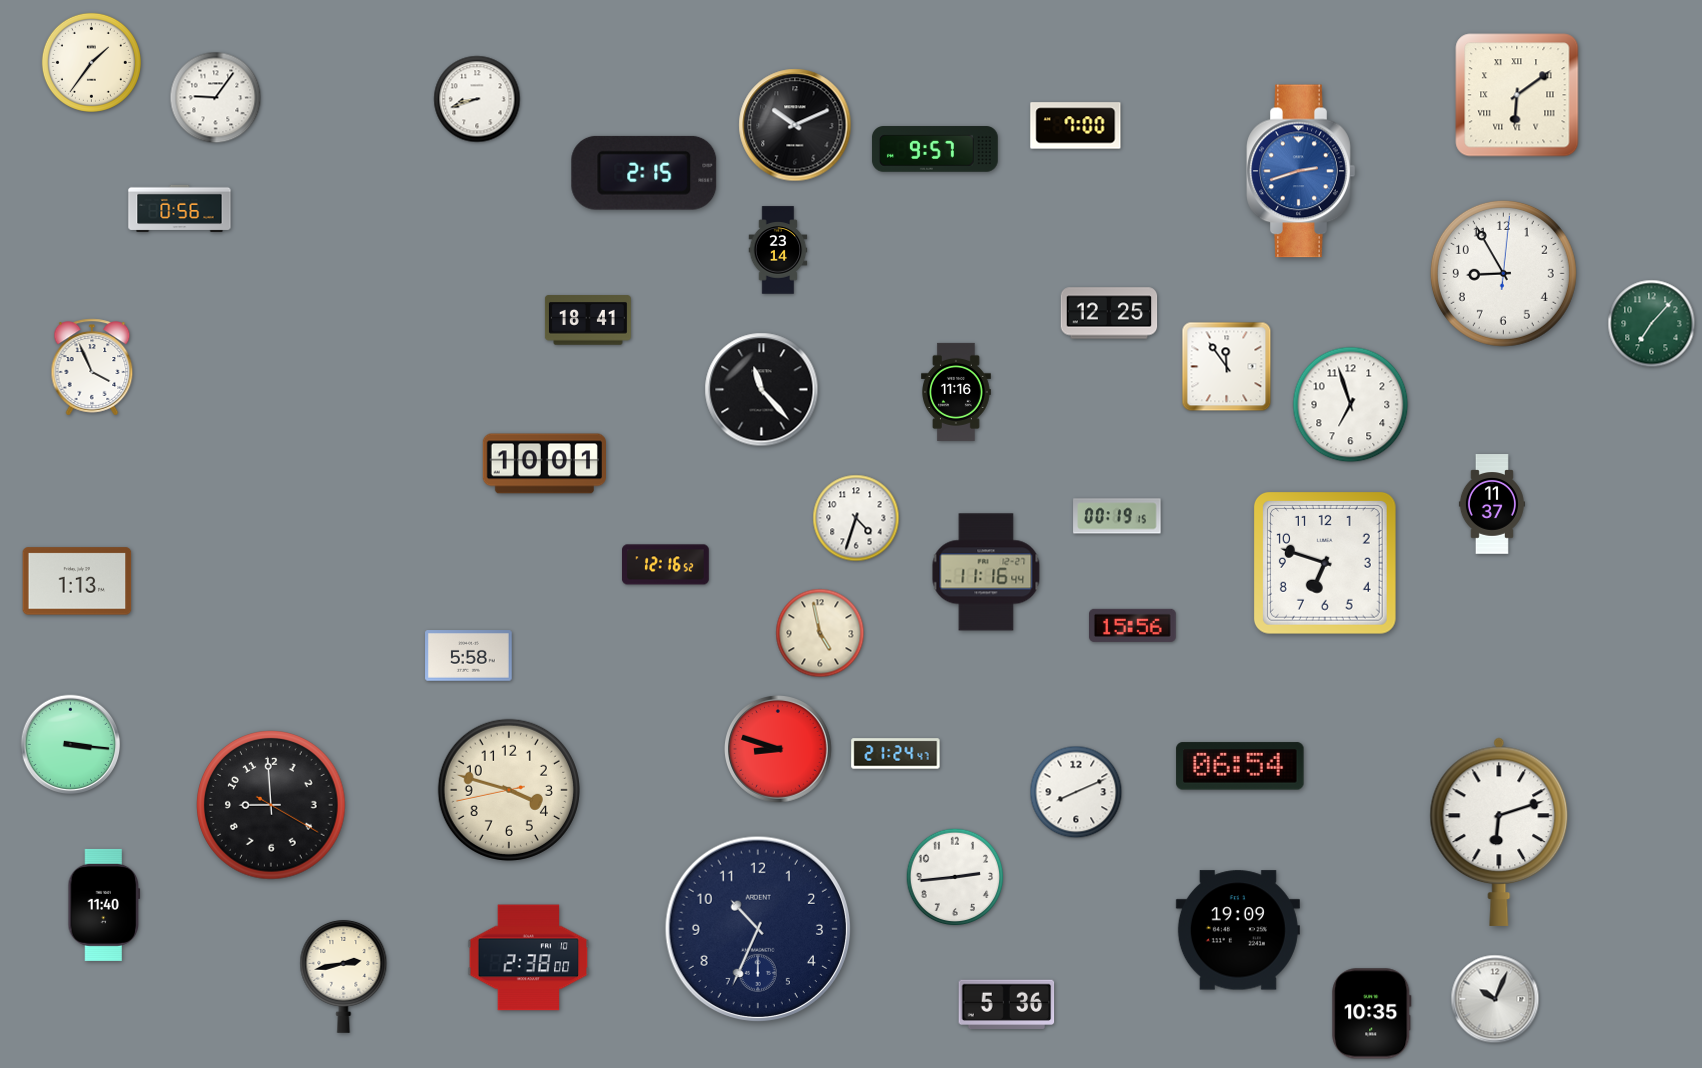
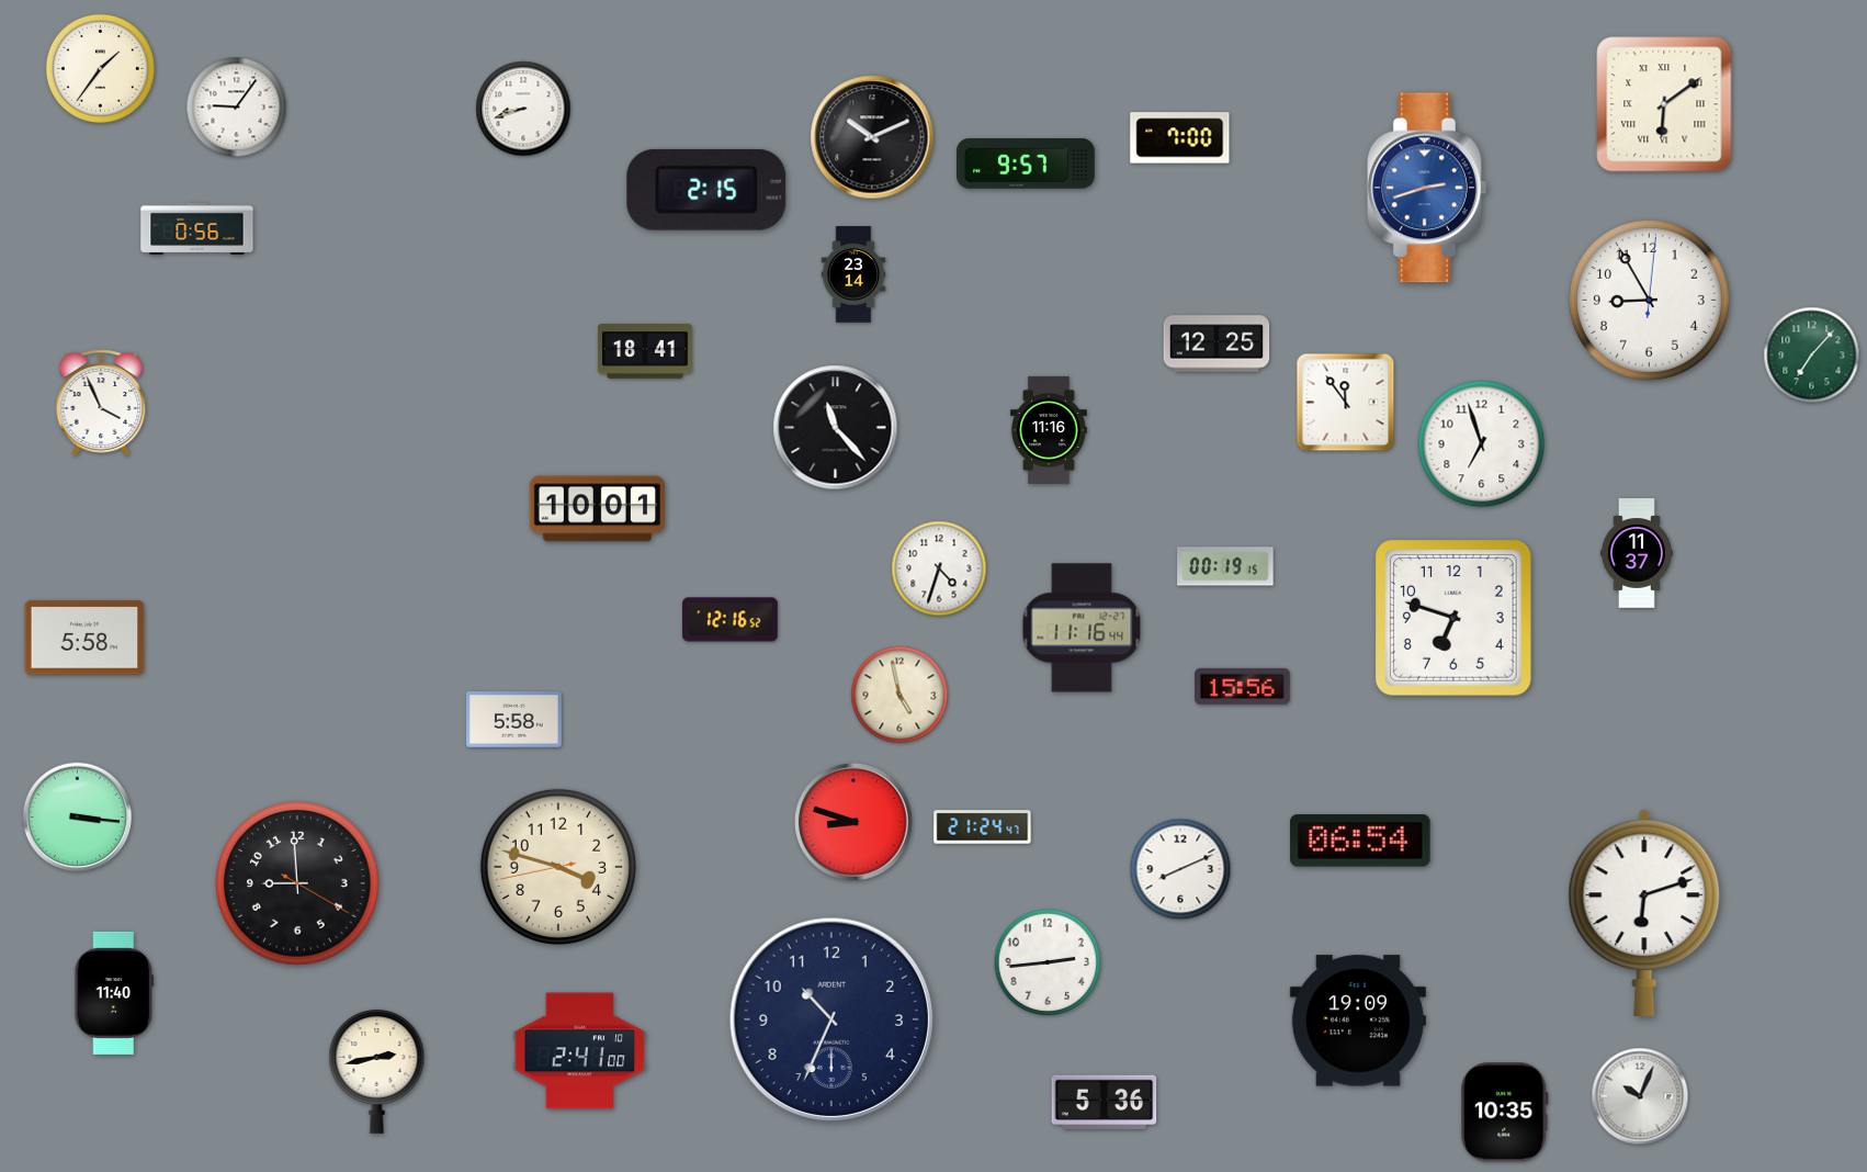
clock at (77, 581): 1:13 -> 5:58
clock at (529, 958): 2:38 -> 2:41
